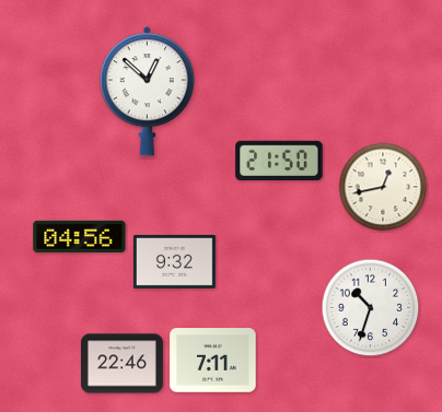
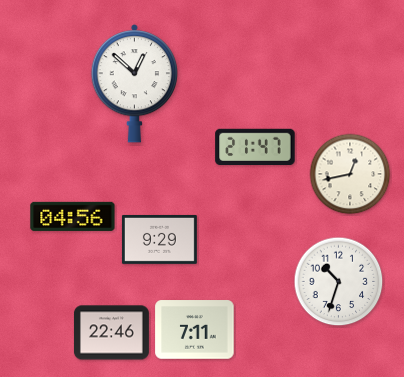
clock at (279, 160): 21:50 -> 21:47
clock at (383, 187) position: (383, 187) -> (350, 174)
clock at (174, 261): 9:32 -> 9:29
